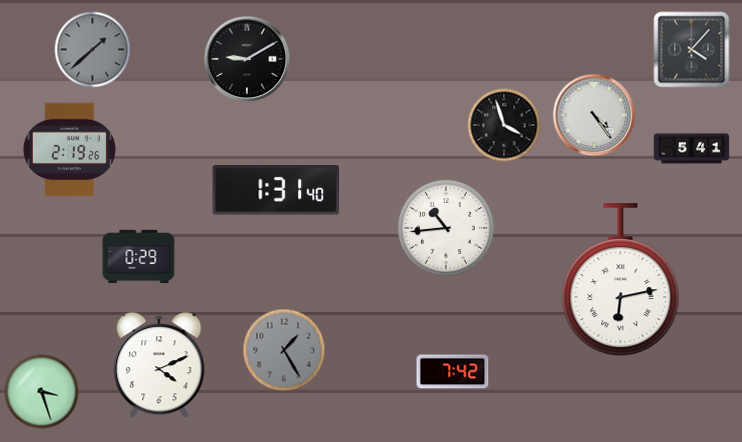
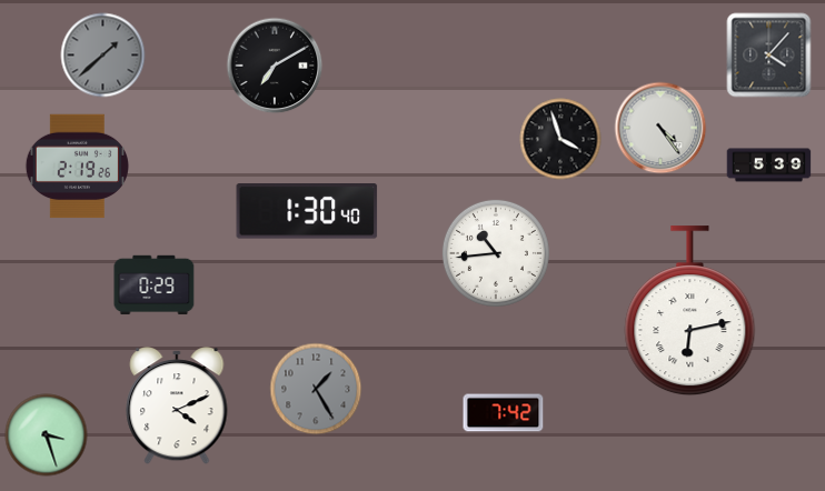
clock at (247, 59): 9:10 -> 7:10
clock at (692, 149): 5:41 -> 5:39
clock at (276, 190): 1:31 -> 1:30
